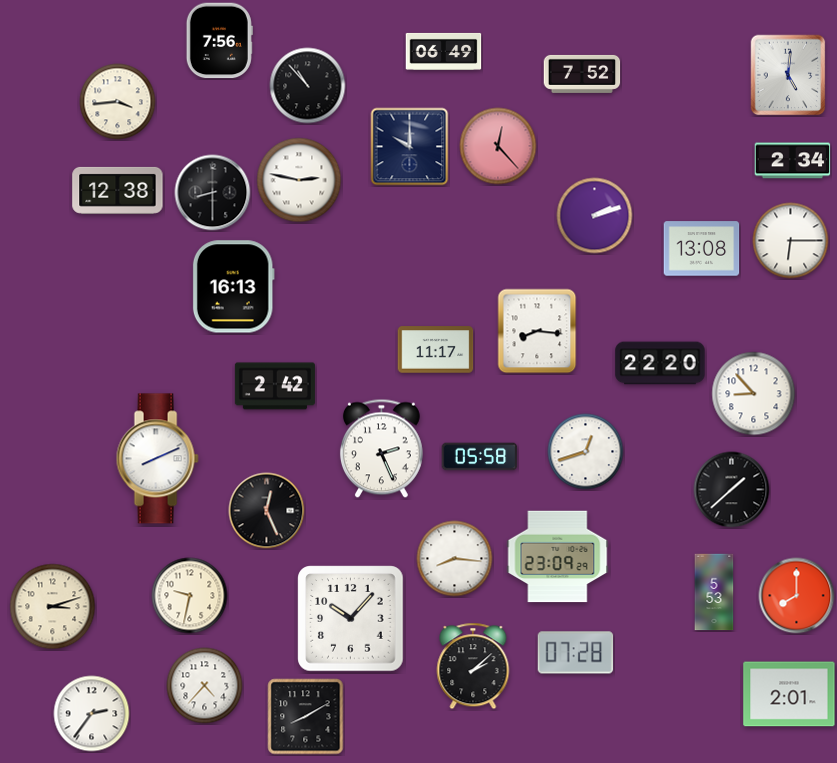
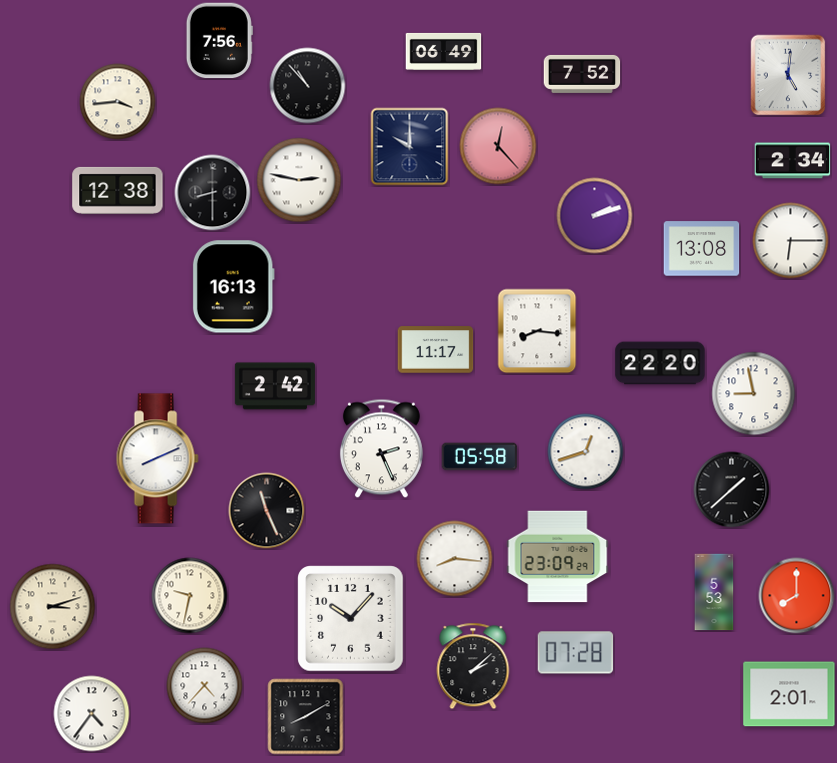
clock at (754, 394): 8:53 -> 8:58
clock at (267, 511): 12:26 -> 11:26
clock at (92, 714): 2:36 -> 4:36
